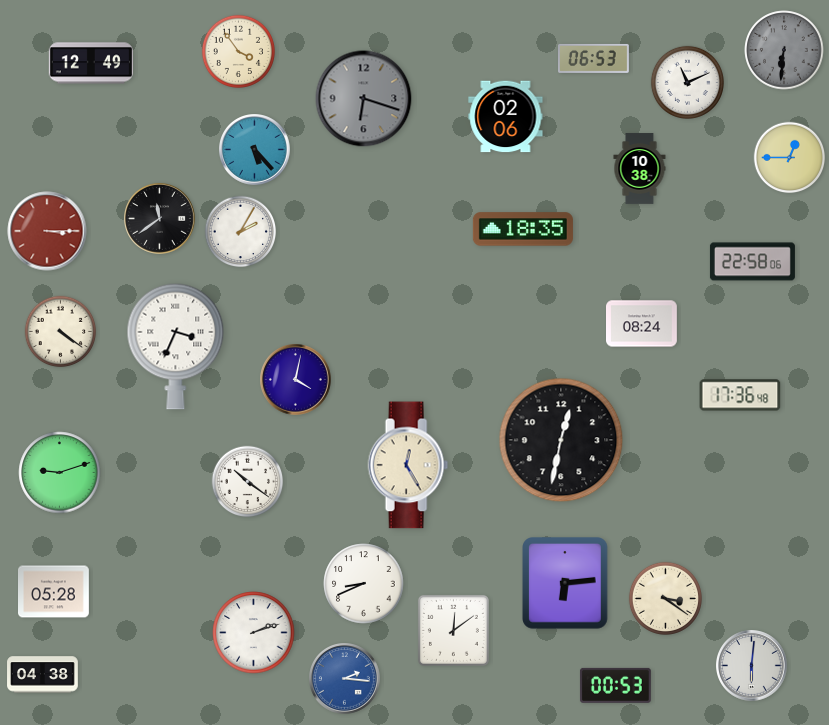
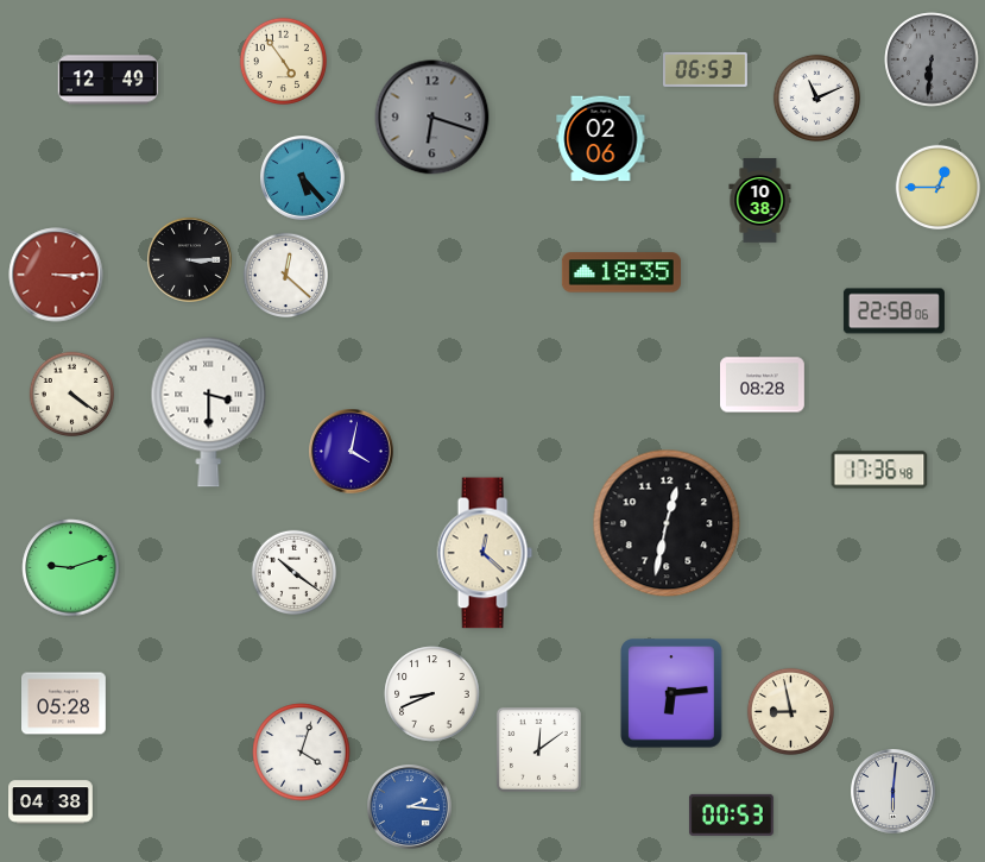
clock at (238, 51): 3:54 -> 4:54
clock at (91, 63) position: (91, 63) -> (108, 80)
clock at (160, 219): 11:39 -> 3:15
clock at (241, 232): 2:05 -> 12:22
clock at (642, 324): 08:24 -> 08:28
clock at (176, 346): 3:34 -> 3:30
clock at (408, 465): 12:25 -> 12:22
clock at (60, 473) position: (60, 473) -> (71, 568)
clock at (665, 598): 3:21 -> 8:58
clock at (254, 633): 2:12 -> 4:03
